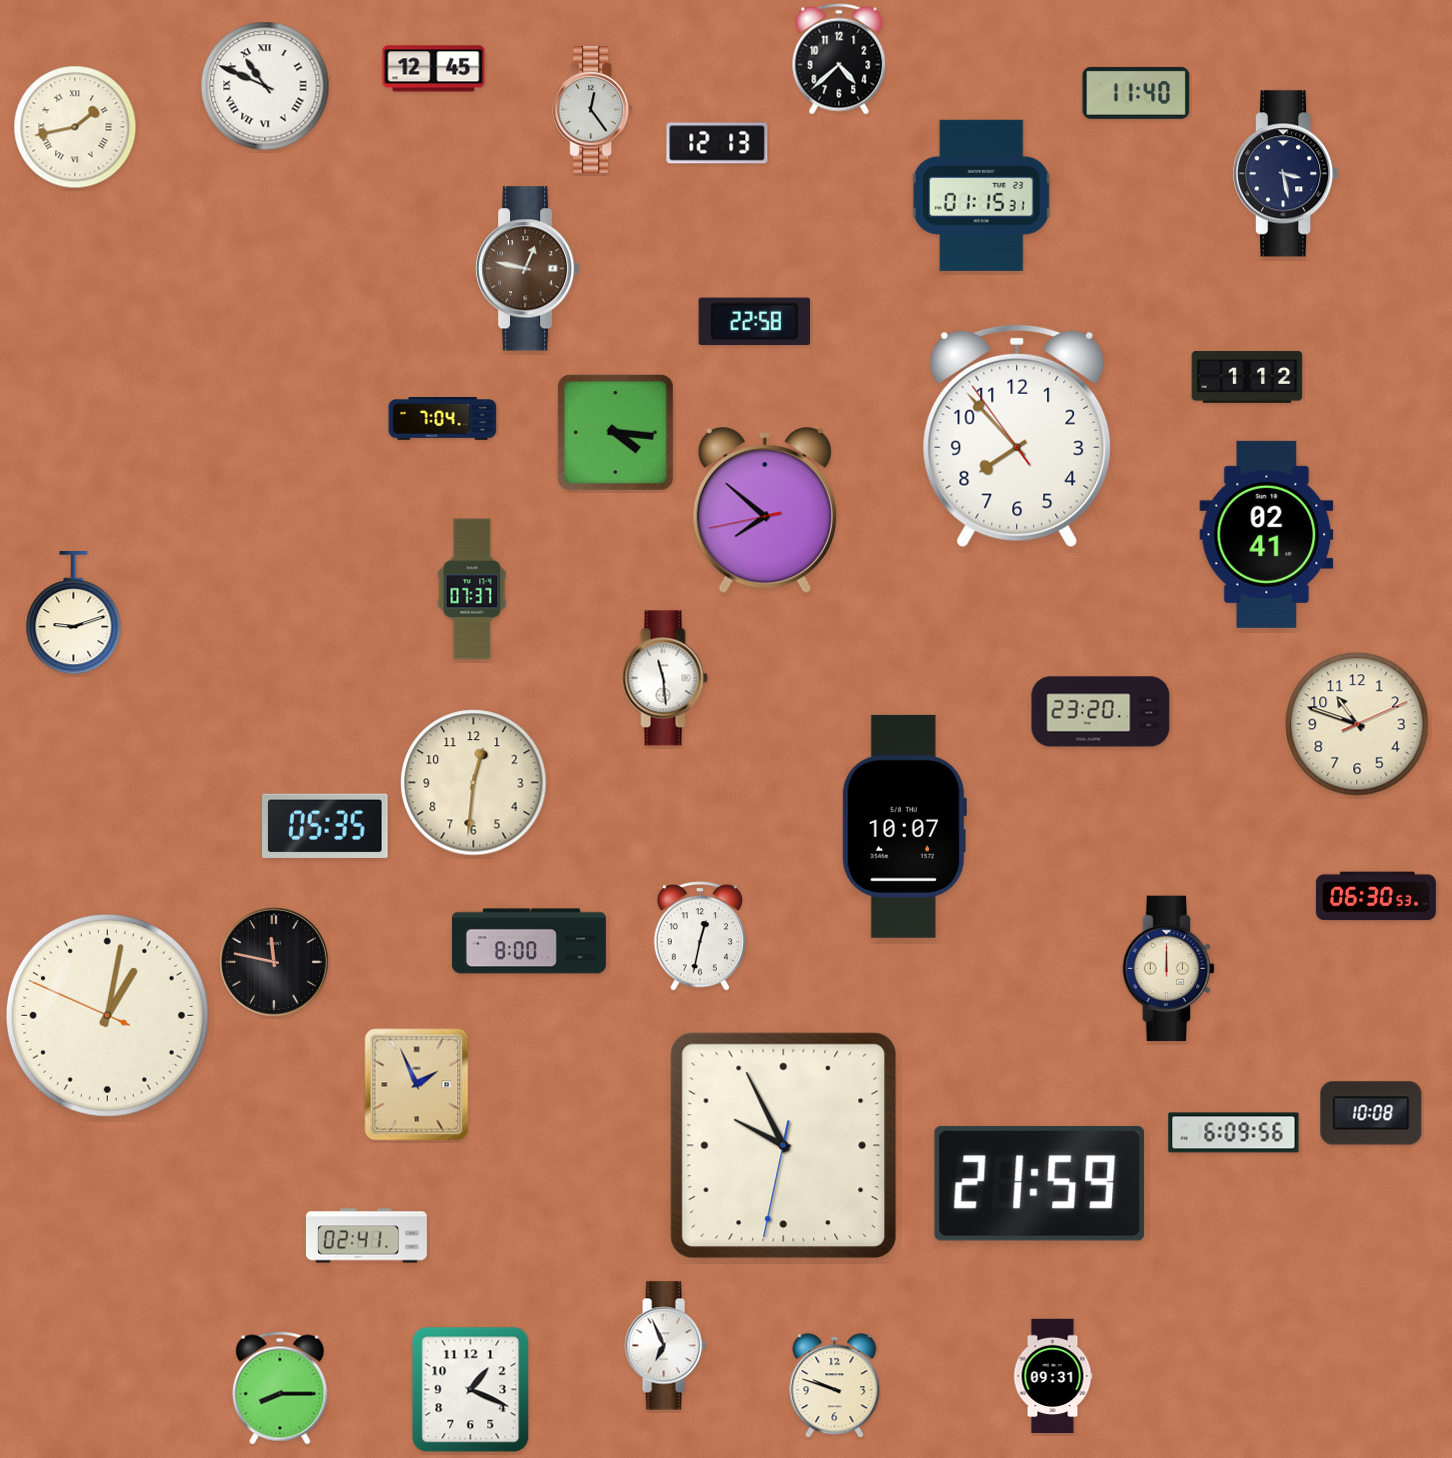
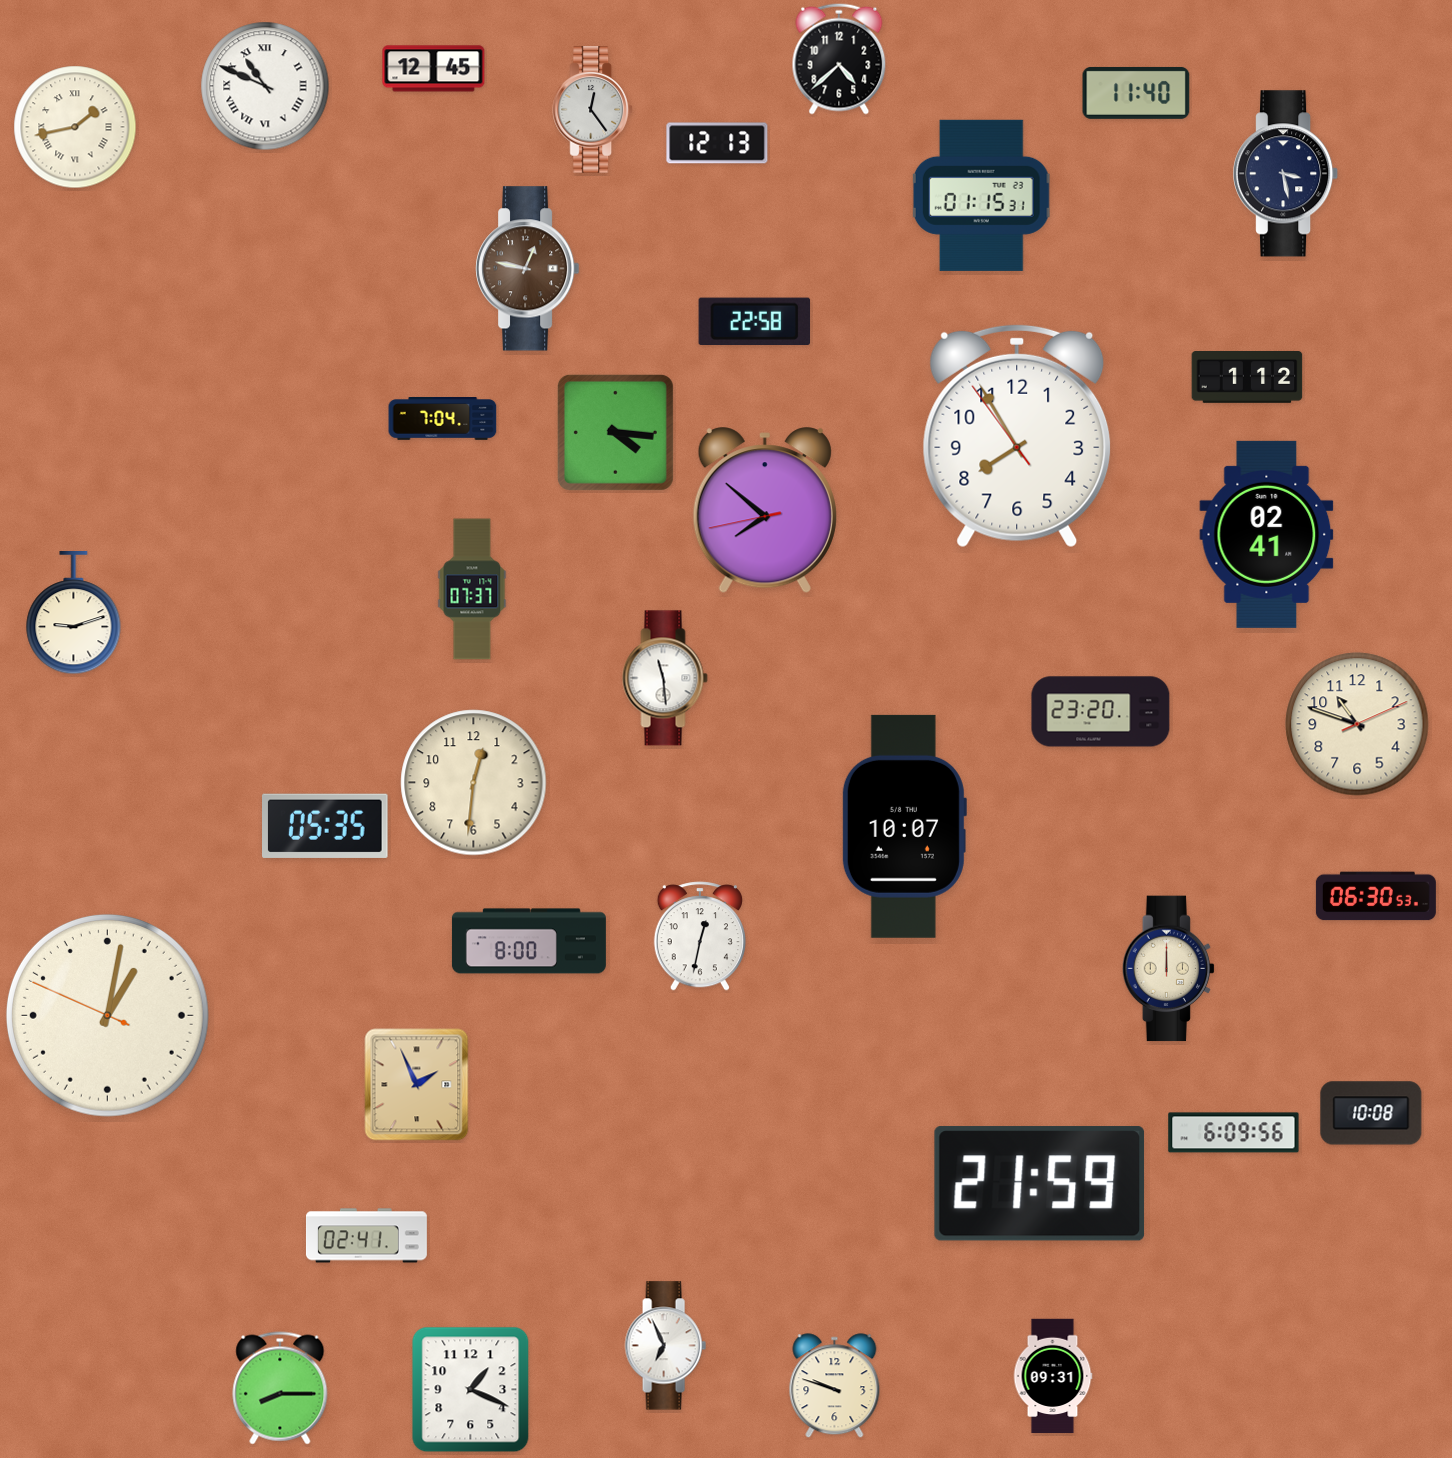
clock at (1017, 436): 7:52 -> 7:54
clock at (274, 962): 11:47 -> none
clock at (784, 1146): 9:55 -> none
